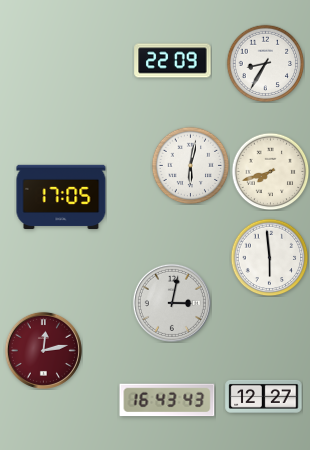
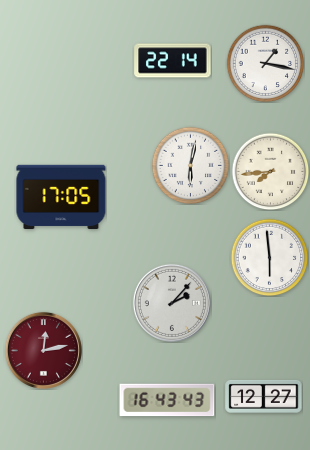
clock at (173, 61): 22:09 -> 22:14
clock at (265, 63): 8:35 -> 1:17
clock at (270, 171): 7:42 -> 7:44
clock at (172, 303): 3:02 -> 2:07
